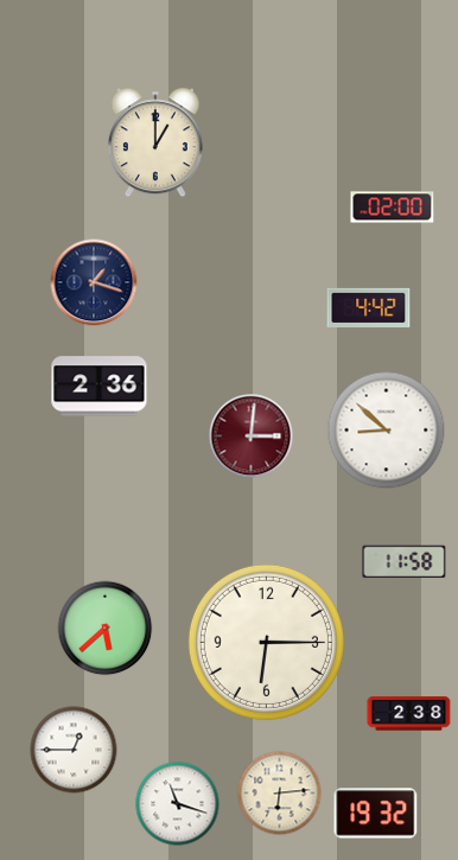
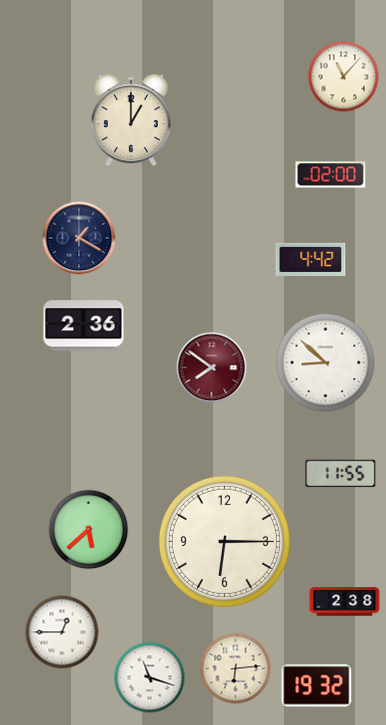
clock at (344, 77): none -> 11:07
clock at (94, 282): 1:18 -> 1:20
clock at (252, 437): 3:01 -> 7:51
clock at (405, 562): 11:58 -> 11:55
